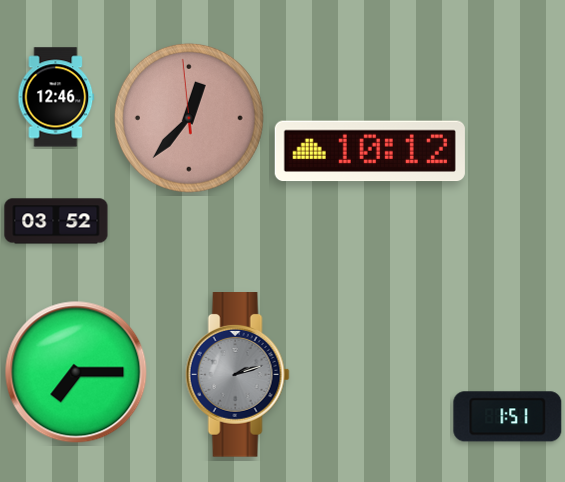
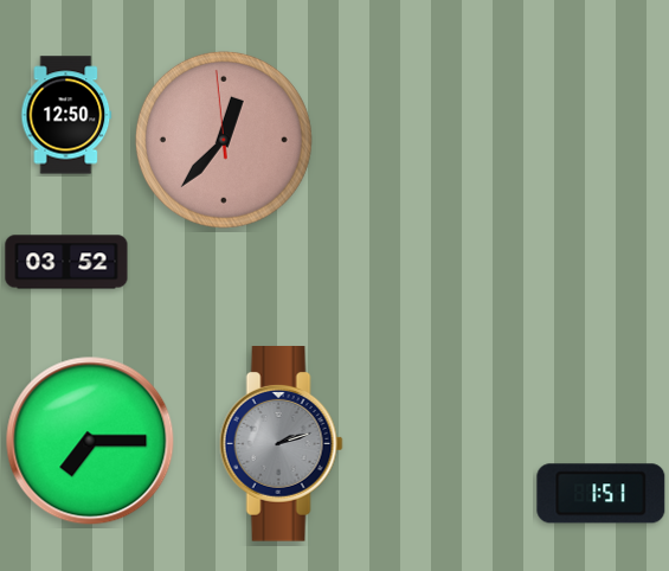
clock at (56, 97): 12:46 -> 12:50
clock at (370, 151): 10:12 -> none
